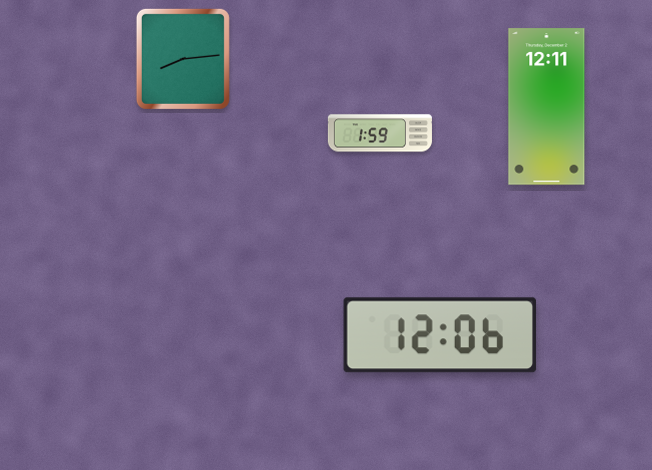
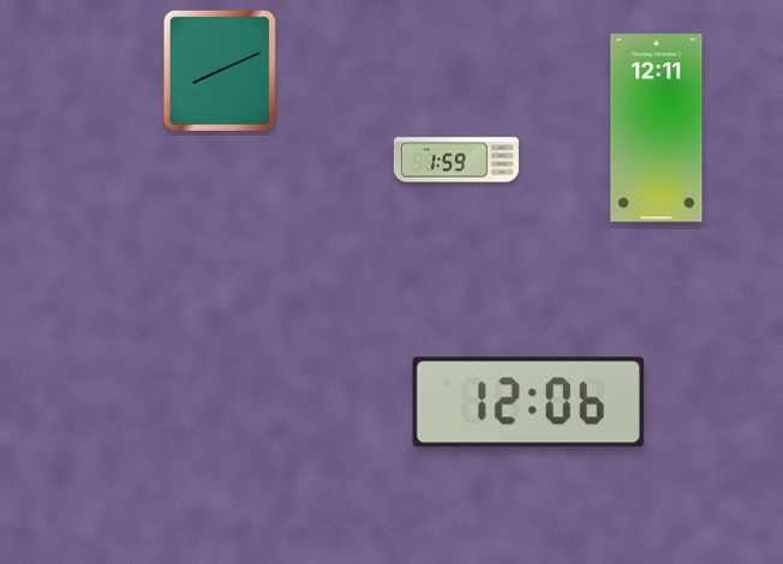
clock at (183, 59): 8:14 -> 8:11
